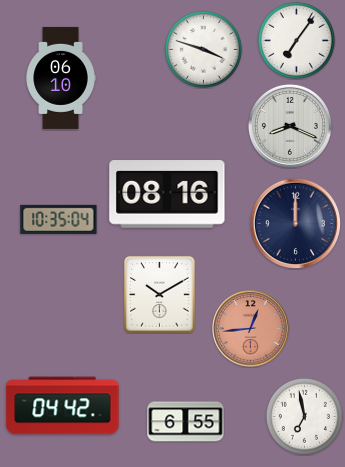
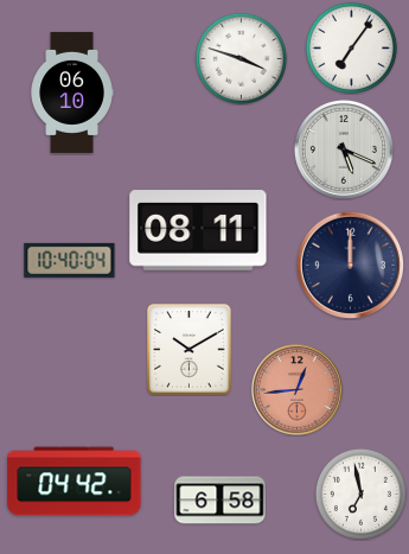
clock at (290, 126): 8:19 -> 5:19
clock at (167, 194): 08:16 -> 08:11
clock at (59, 219): 10:35 -> 10:40
clock at (186, 422): 6:55 -> 6:58
